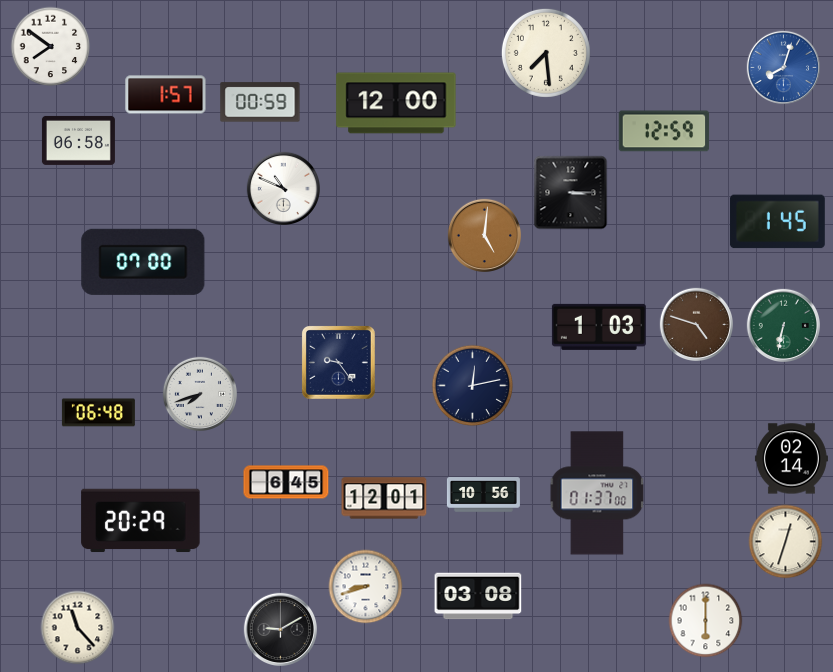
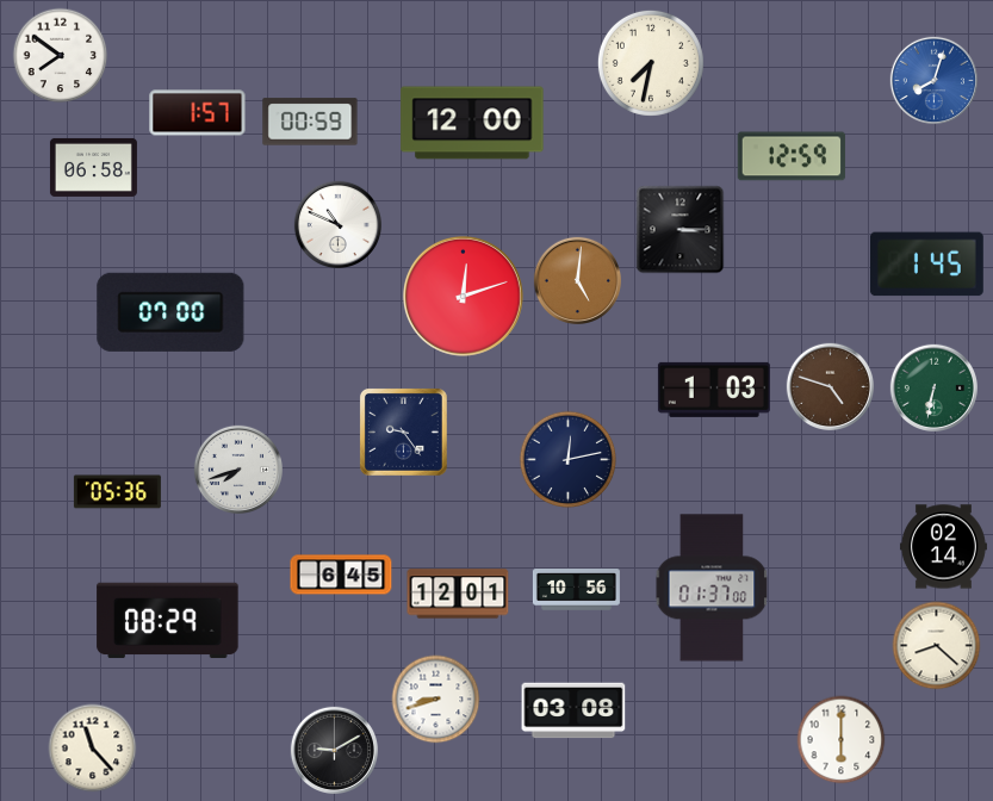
clock at (546, 53): 7:29 -> 7:32
clock at (463, 296): none -> 12:12
clock at (473, 386) position: (473, 386) -> (569, 460)
clock at (98, 413): 06:48 -> 05:36
clock at (141, 521): 20:29 -> 08:29
clock at (786, 542): 12:33 -> 8:22
clock at (478, 596) position: (478, 596) -> (573, 710)
